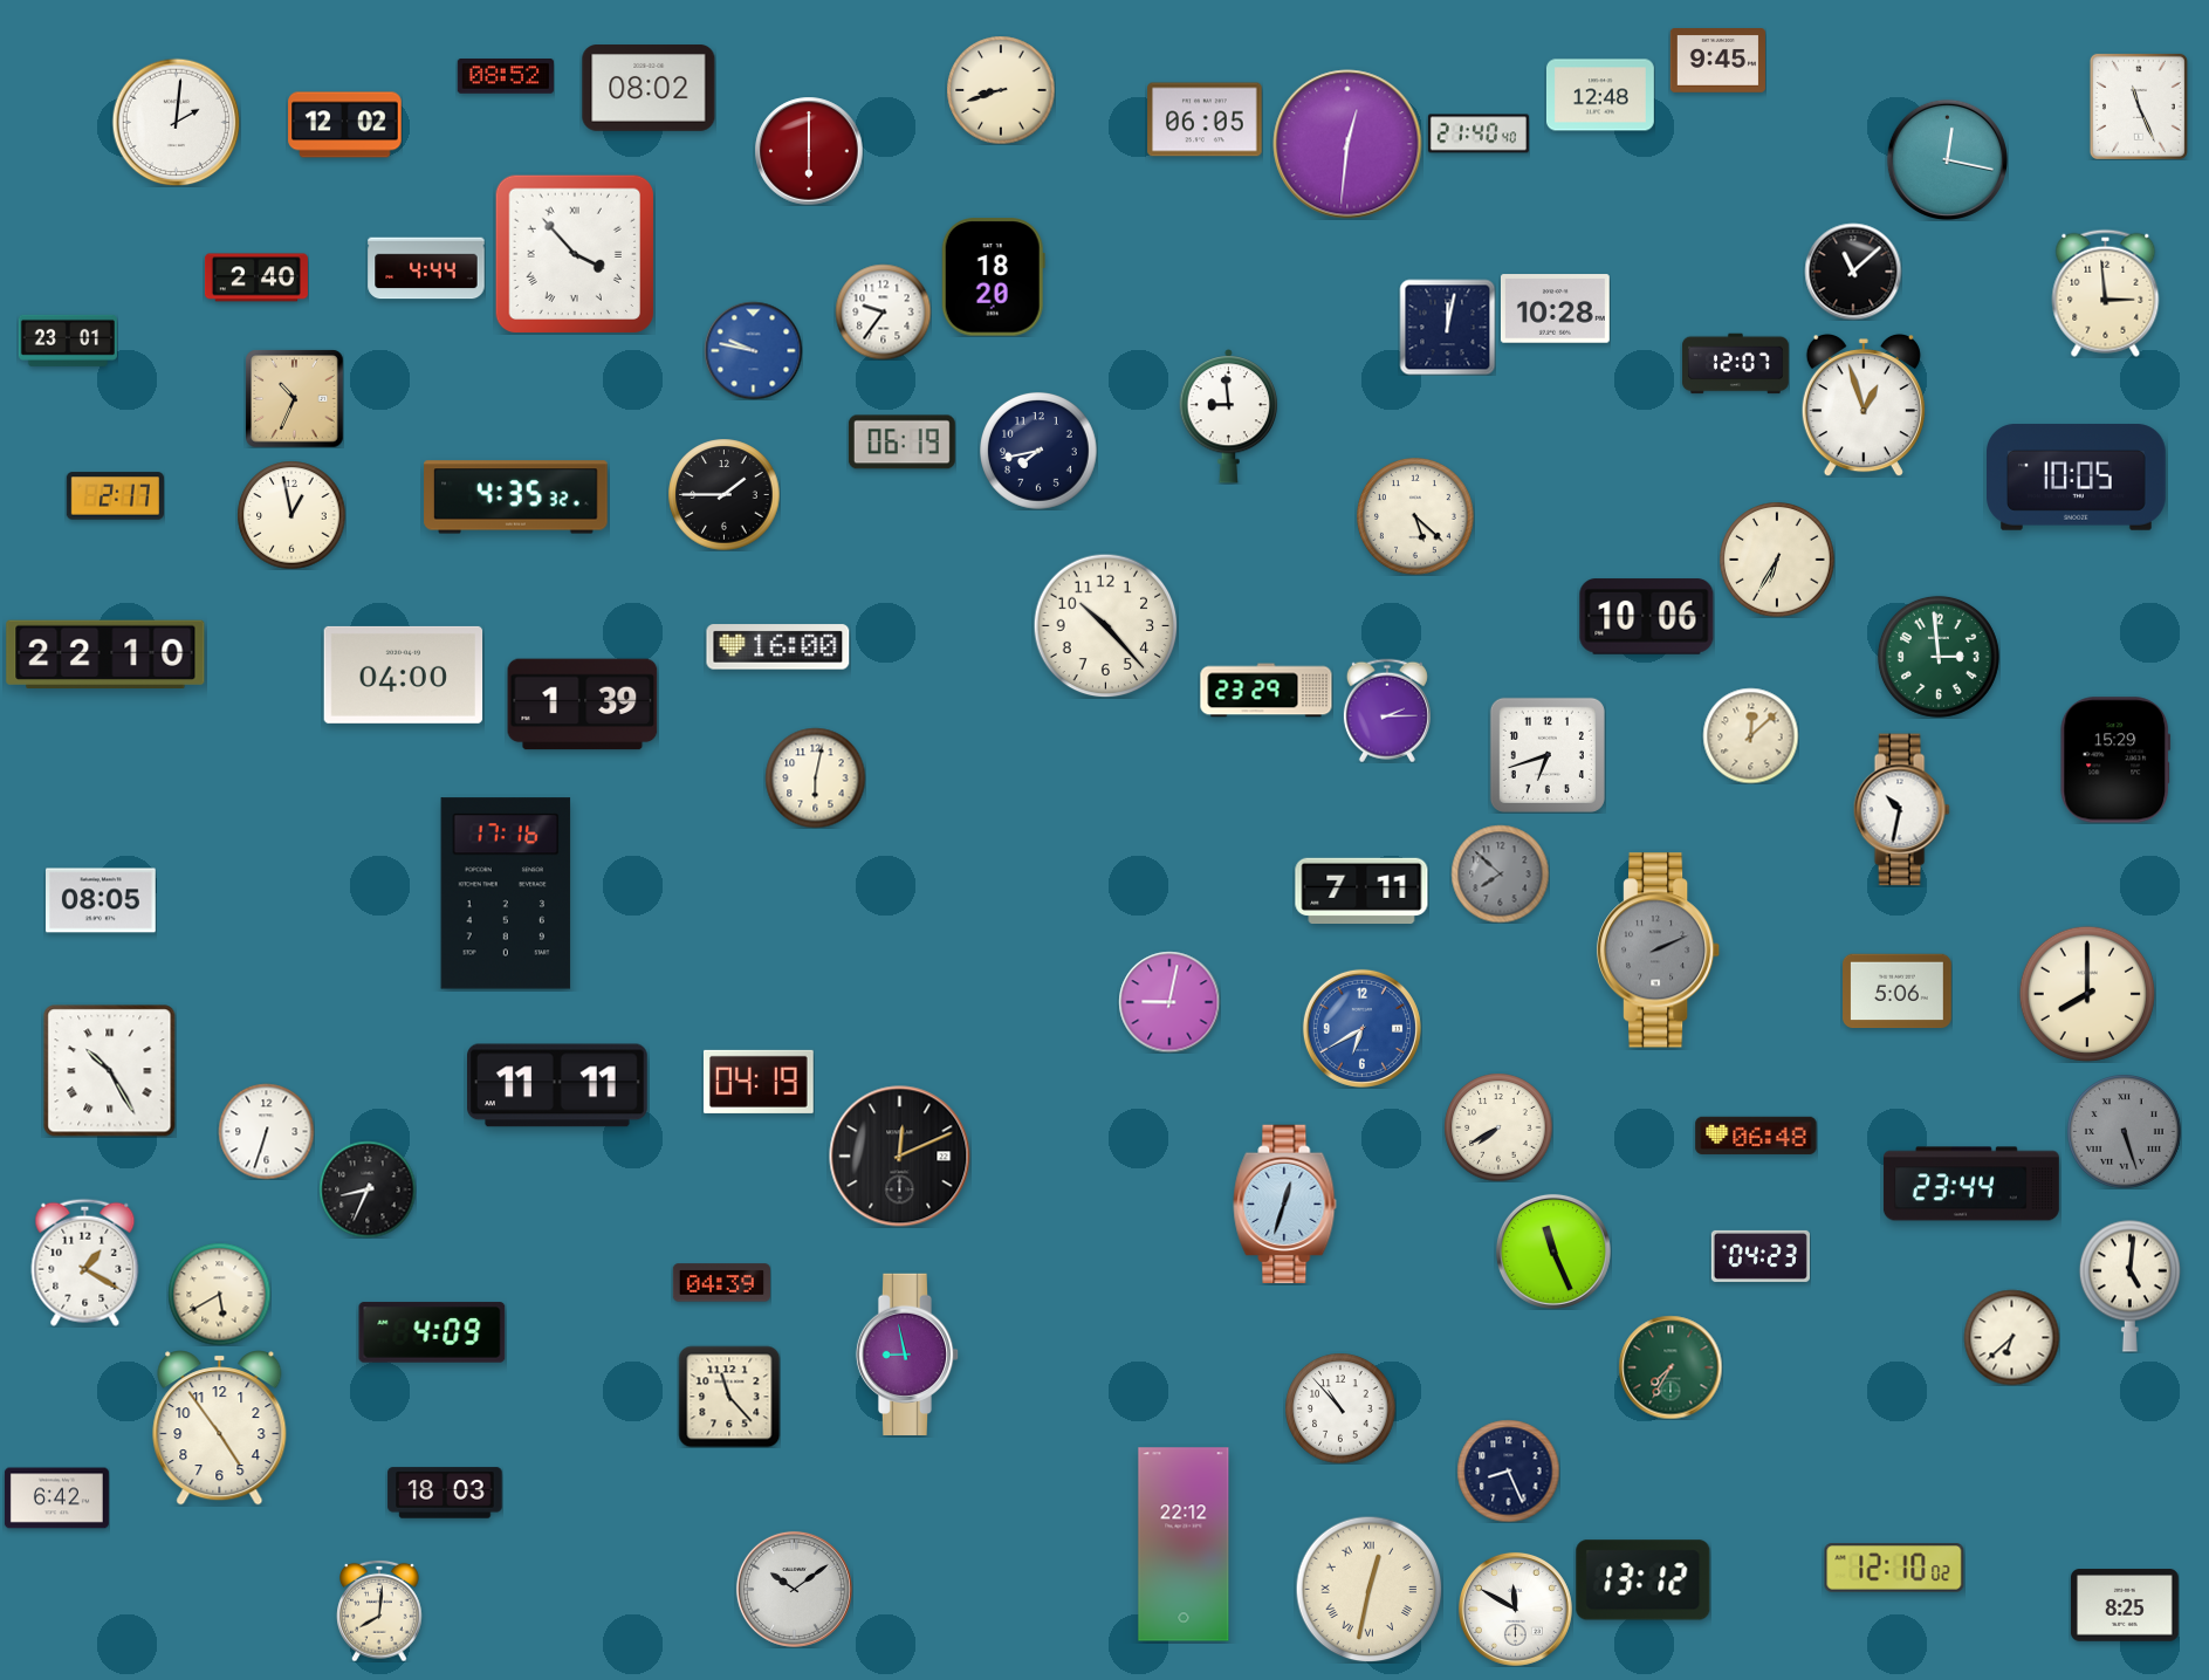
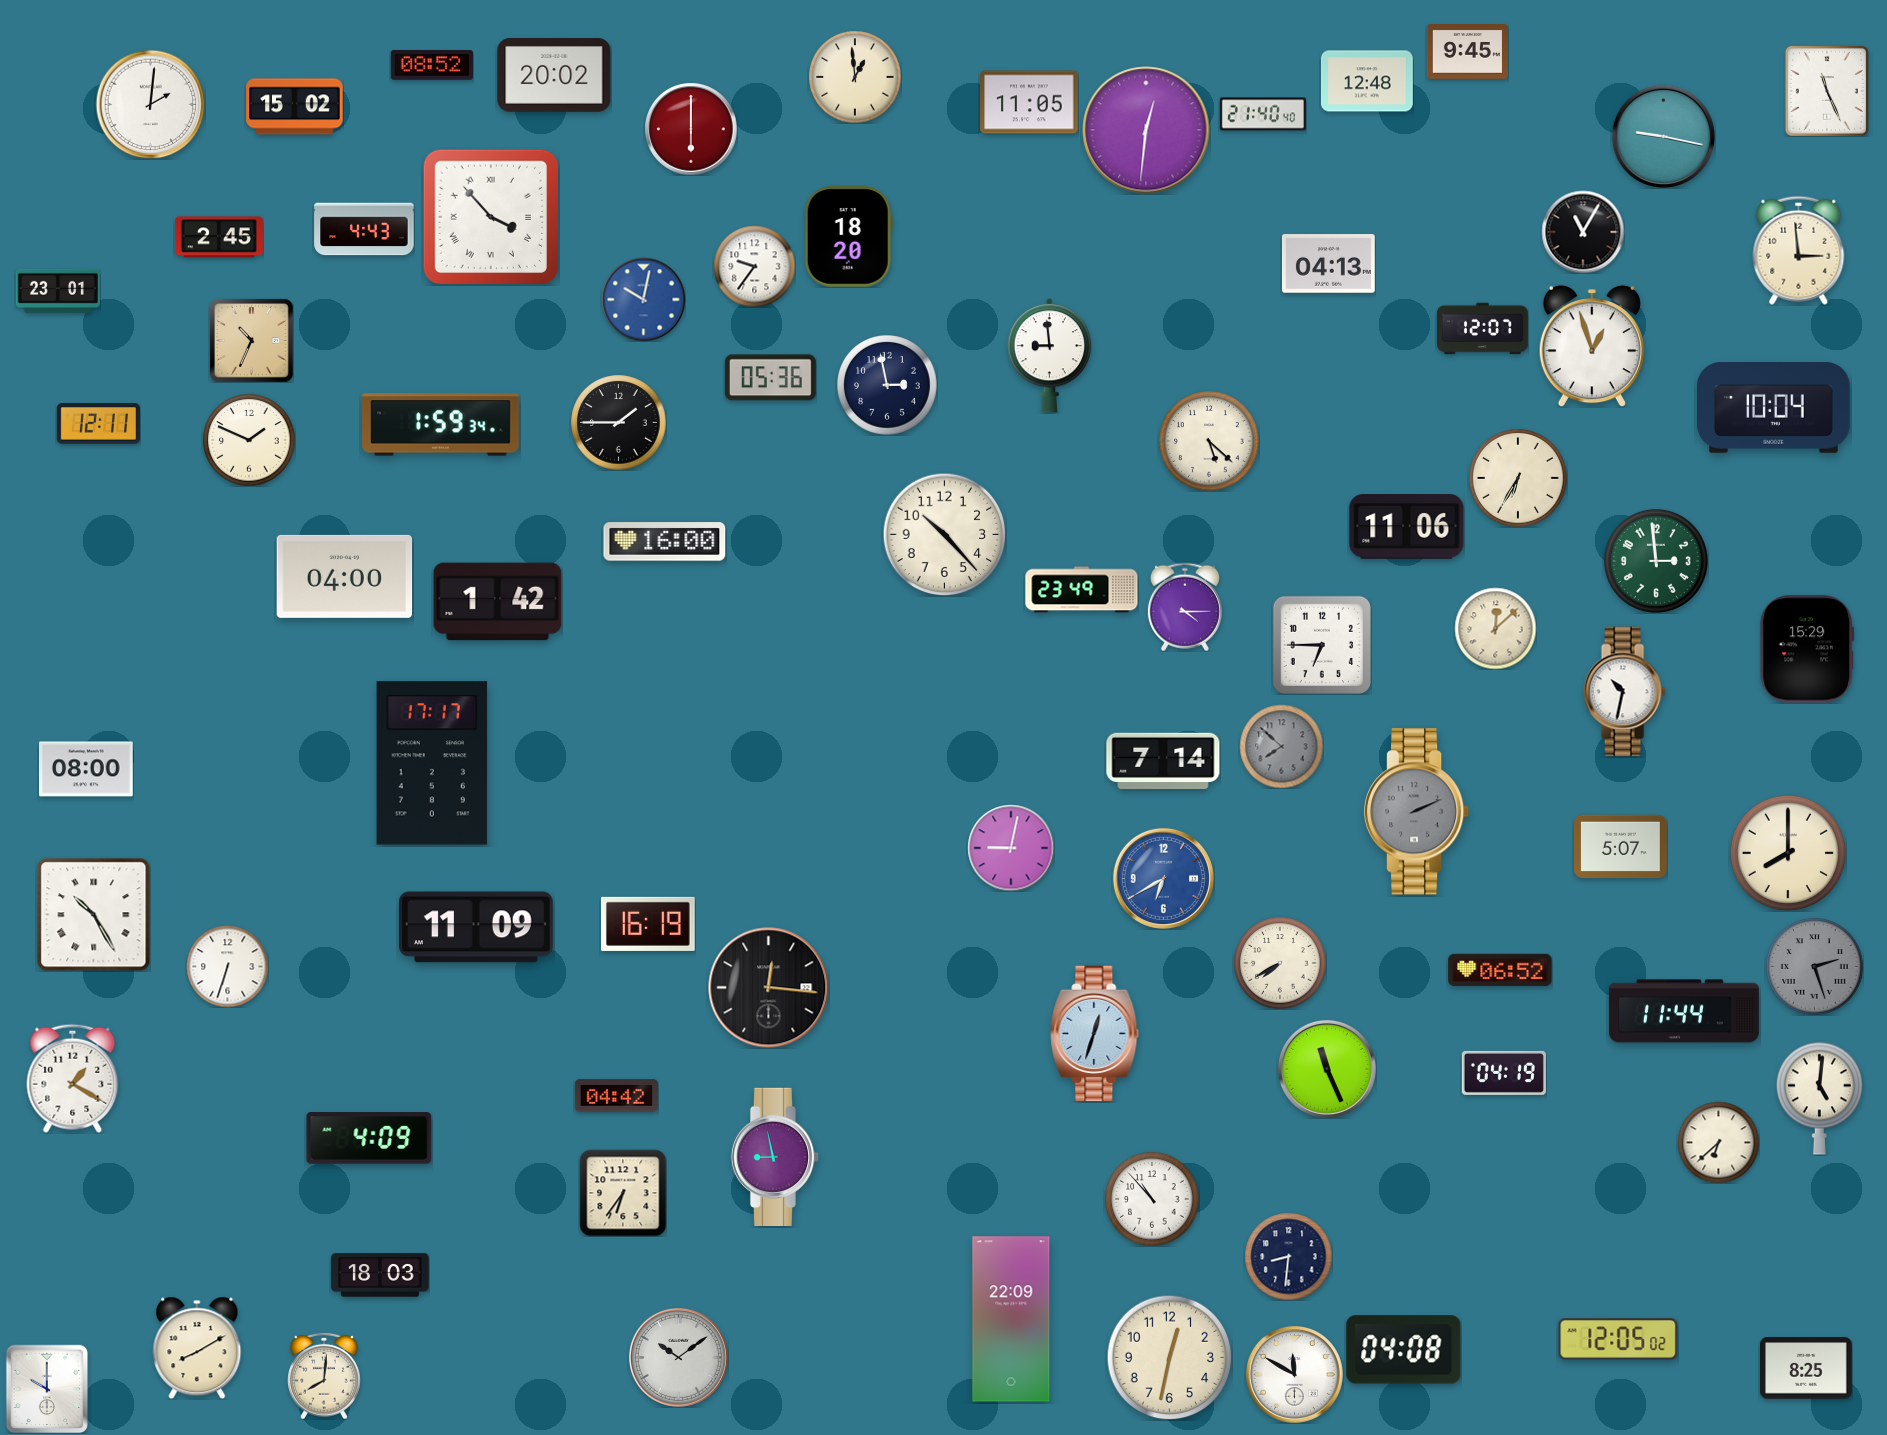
clock at (649, 88): 08:02 -> 20:02
clock at (1001, 90): 8:42 -> 12:59
clock at (1205, 119): 06:05 -> 11:05
clock at (345, 125): 12:02 -> 15:02
clock at (1347, 144) position: (1347, 144) -> (1146, 130)
clock at (1947, 159): 12:17 -> 9:17
clock at (426, 268): 4:44 -> 4:43
clock at (1853, 272): 11:08 -> 11:05
clock at (256, 277): 2:40 -> 2:45
clock at (1555, 309): 10:28 -> 04:13
clock at (1447, 327): 12:02 -> none
clock at (753, 350): 9:47 -> 10:02
clock at (1735, 364) position: (1735, 364) -> (1482, 329)
clock at (901, 443): 06:19 -> 05:36
clock at (1040, 452): 7:43 -> 2:58
clock at (2077, 478): 10:05 -> 10:04
clock at (115, 496): 2:17 -> 12:11
clock at (516, 498): 4:35 -> 1:59
clock at (291, 515): 12:58 -> 1:49
clock at (1647, 617): 10:06 -> 11:06
clock at (778, 647) position: (778, 647) -> (665, 542)
clock at (105, 653): 22:10 -> none
clock at (1267, 691): 23:29 -> 23:49
clock at (583, 705): 1:39 -> 1:42
clock at (1387, 711): 2:15 -> 4:15
clock at (1548, 755): 6:42 -> 6:45
clock at (815, 777): 6:02 -> none
clock at (1361, 890): 7:11 -> 7:14
clock at (506, 893): 17:16 -> 17:17
clock at (102, 900): 08:05 -> 08:00
clock at (1898, 992): 5:06 -> 5:07
clock at (2087, 994) position: (2087, 994) -> (1788, 853)
clock at (1169, 1002) position: (1169, 1002) -> (1011, 848)
clock at (759, 1082): 04:19 -> 16:19
clock at (558, 1085): 11:11 -> 11:09
clock at (2125, 1132): 5:27 -> 2:27
clock at (1756, 1134): 06:48 -> 06:52
clock at (900, 1157): 12:11 -> 12:16
clock at (1971, 1184): 23:44 -> 11:44
clock at (368, 1189): 8:34 -> none
clock at (1285, 1205) position: (1285, 1205) -> (1095, 1034)
clock at (1761, 1256): 04:23 -> 04:19
clock at (721, 1283): 04:39 -> 04:42
clock at (219, 1294): 5:40 -> none
clock at (1671, 1367): 7:35 -> none
clock at (729, 1397): 11:23 -> 6:36
clock at (1340, 1408) position: (1340, 1408) -> (1152, 1199)
clock at (220, 1428): 4:54 -> none
clock at (1508, 1470): 8:26 -> 8:31
clock at (56, 1499): 6:42 -> none
clock at (1184, 1544): 22:12 -> 22:09
clock at (1894, 1568): 12:10 -> 12:05
clock at (197, 1348): none -> 8:10
clock at (1644, 1580): 13:12 -> 04:08
clock at (1368, 1589) numerals: Roman -> Arabic
clock at (2125, 1605) position: (2125, 1605) -> (1806, 1368)
clock at (47, 1389): none -> 10:00
